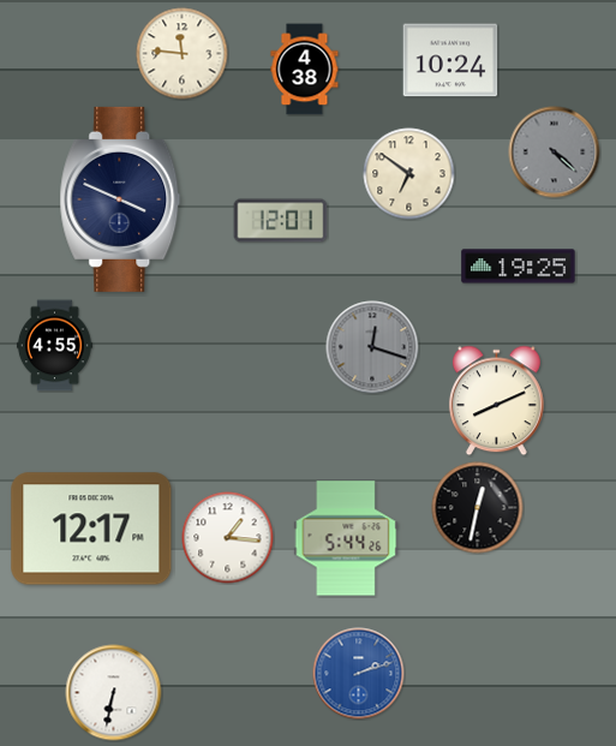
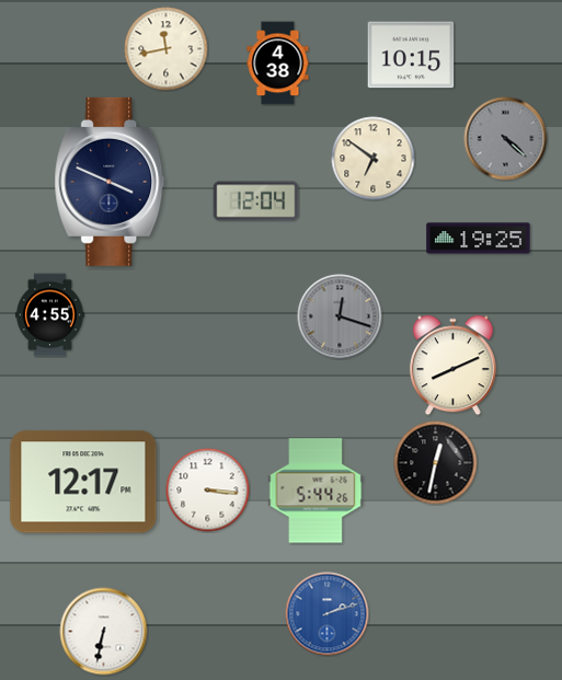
clock at (183, 54): 11:46 -> 11:43
clock at (450, 60): 10:24 -> 10:15
clock at (281, 221): 12:01 -> 12:04
clock at (519, 267) position: (519, 267) -> (479, 239)
clock at (228, 538): 1:16 -> 3:16
